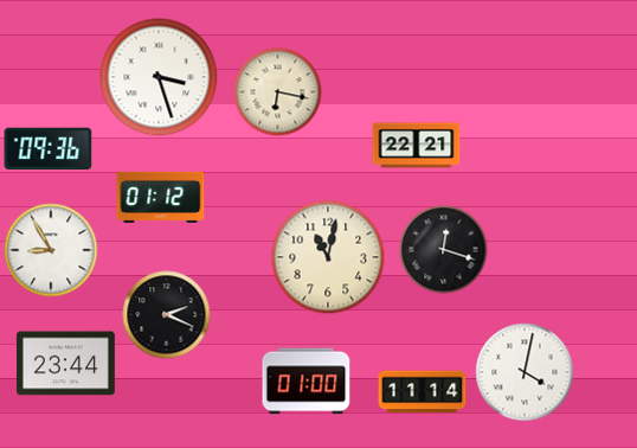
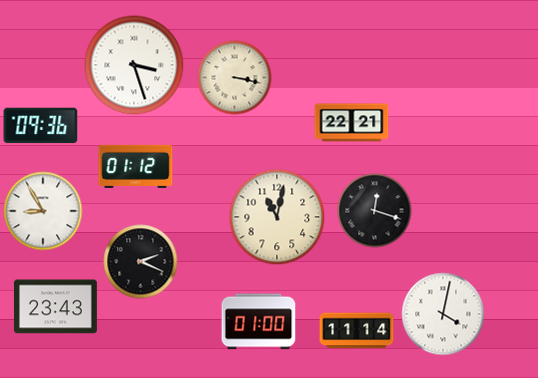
clock at (278, 92): 6:17 -> 3:17
clock at (167, 315) position: (167, 315) -> (141, 262)
clock at (65, 364): 23:44 -> 23:43
